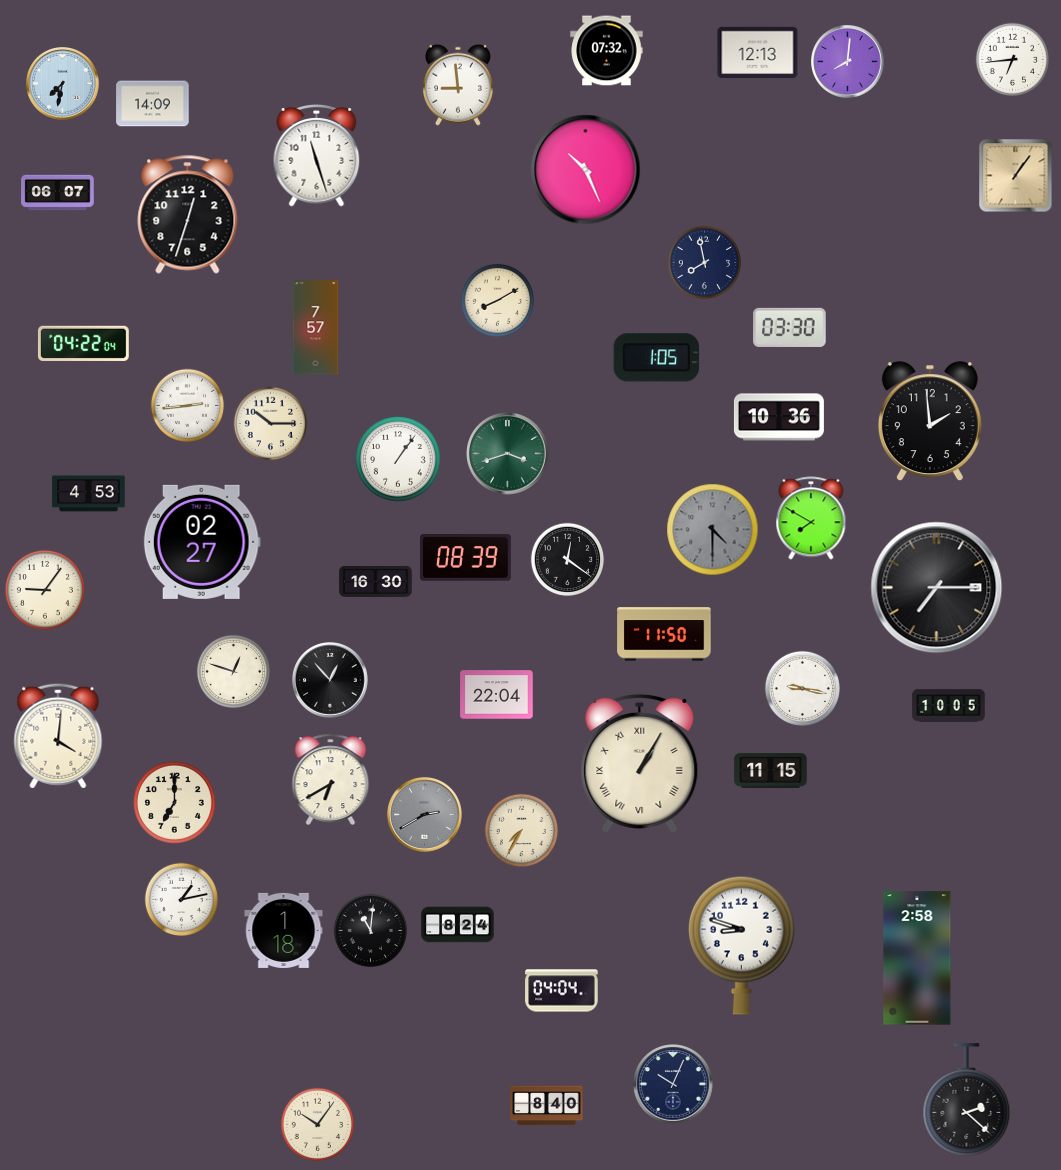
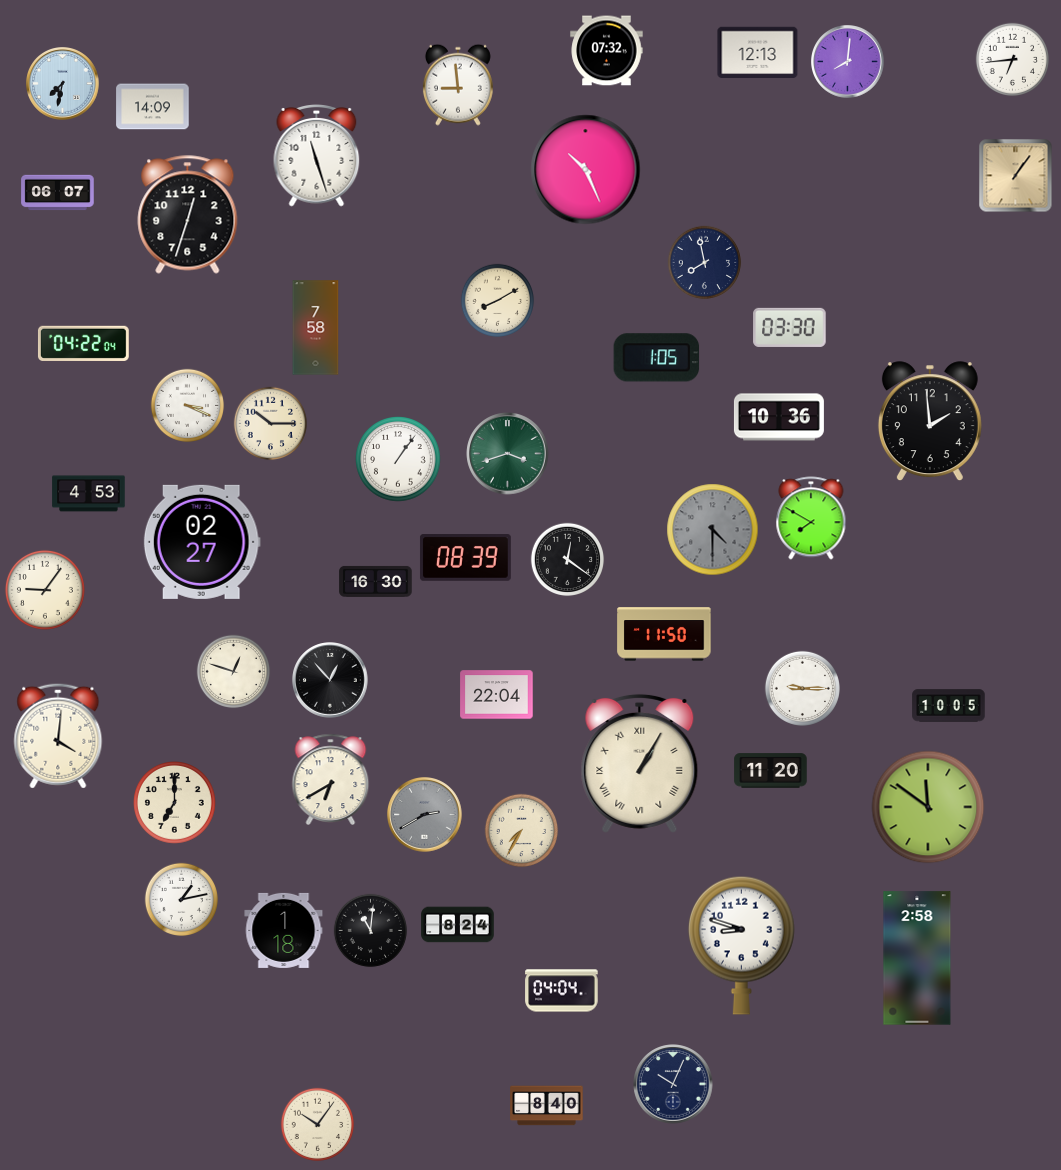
clock at (153, 104) position: (153, 104) -> (153, 107)
clock at (316, 328): 7:57 -> 7:58
clock at (188, 406): 2:44 -> 3:19
clock at (937, 588): 7:15 -> none
clock at (802, 688): 9:17 -> 9:15
clock at (771, 771): 11:15 -> 11:20
clock at (928, 807): none -> 11:51
clock at (967, 1100): 2:22 -> none
